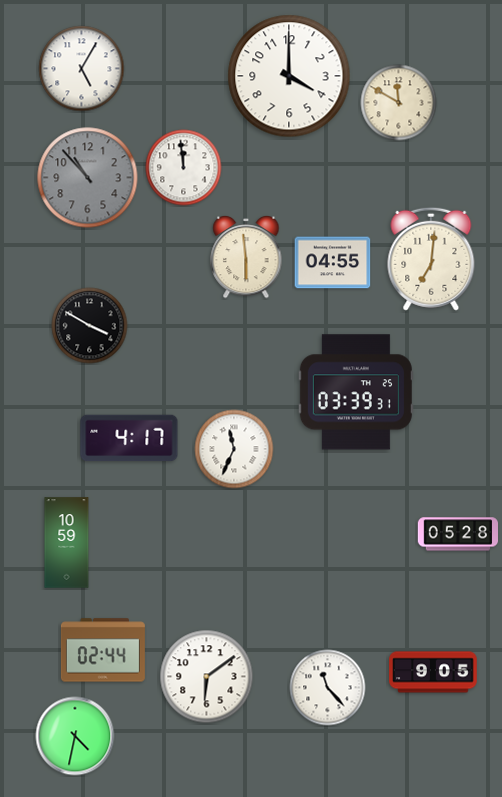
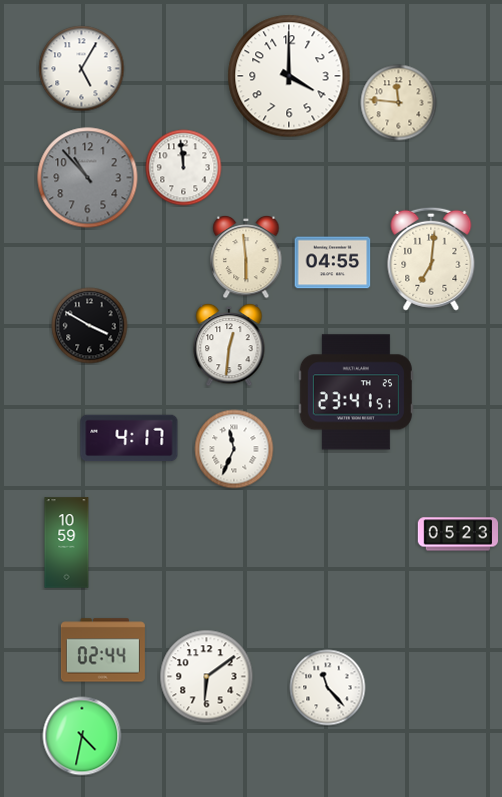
clock at (399, 103): 11:50 -> 11:46
clock at (229, 345): none -> 12:31
clock at (356, 392): 03:39 -> 23:41
clock at (457, 534): 05:28 -> 05:23
clock at (433, 672): 9:05 -> none
clock at (75, 736) position: (75, 736) -> (82, 736)
